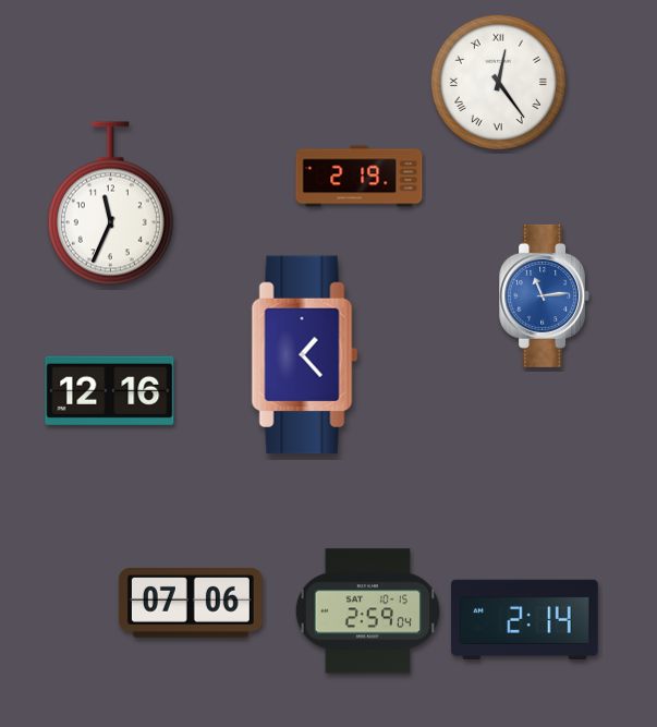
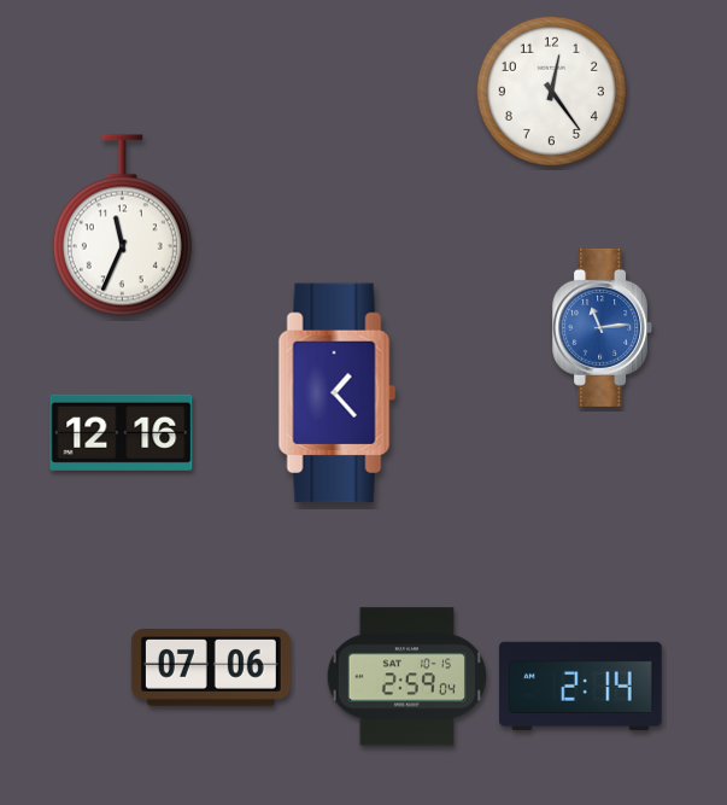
clock at (498, 82) numerals: Roman -> Arabic
clock at (360, 177): 2:19 -> none
